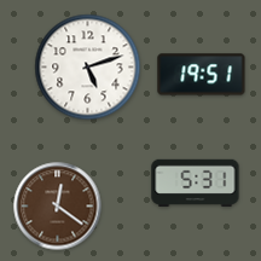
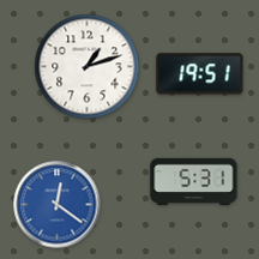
clock at (88, 68): 5:12 -> 1:12
clock at (58, 207) dial: brown -> blue
